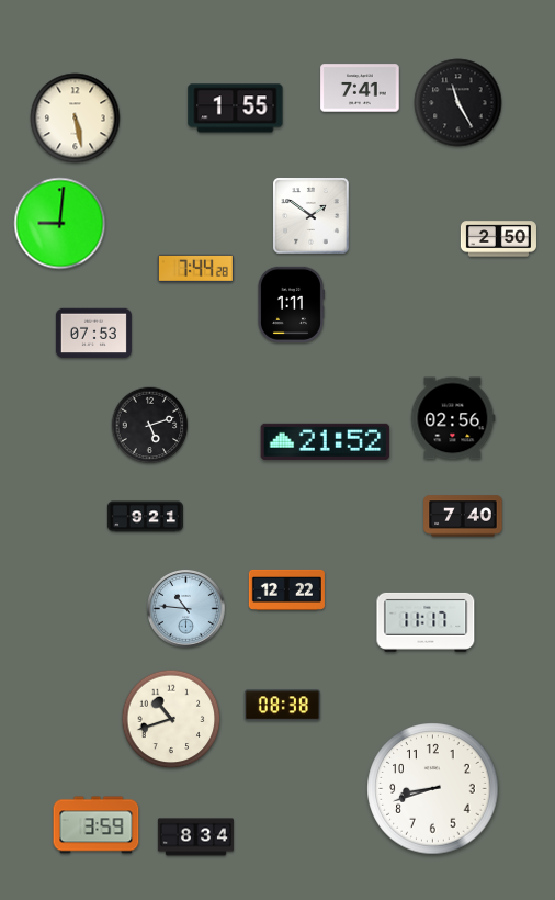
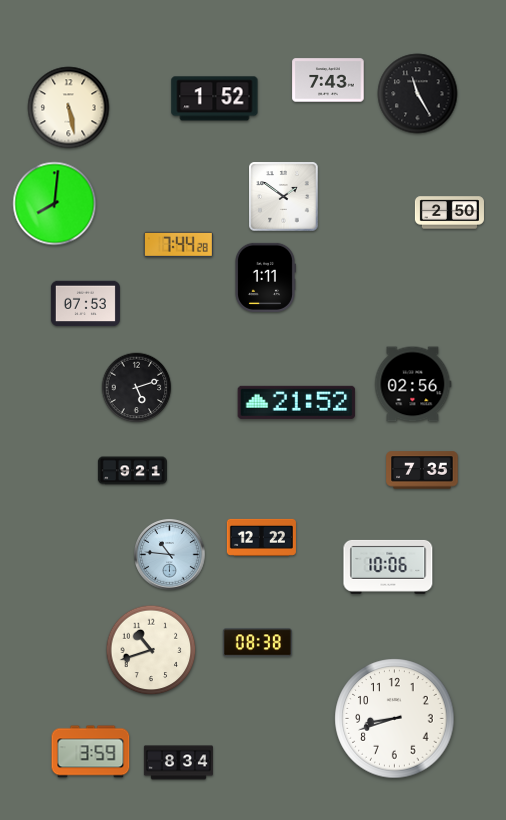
clock at (360, 88): 7:41 -> 7:43
clock at (236, 109): 1:55 -> 1:52
clock at (60, 224): 9:01 -> 8:01
clock at (498, 239) position: (498, 239) -> (449, 213)
clock at (453, 418) position: (453, 418) -> (413, 384)
clock at (463, 516): 7:40 -> 7:35
clock at (426, 622): 11:17 -> 10:06
clock at (171, 719) position: (171, 719) -> (151, 650)
clock at (97, 825) position: (97, 825) -> (91, 752)
